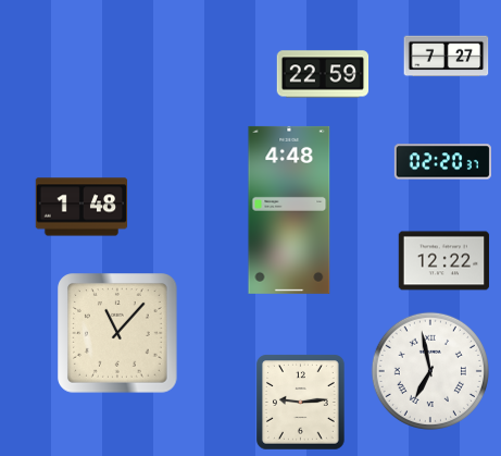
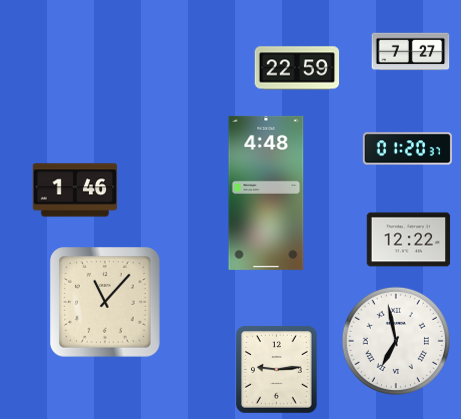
clock at (442, 162): 02:20 -> 01:20
clock at (82, 207): 1:48 -> 1:46
clock at (118, 334) position: (118, 334) -> (106, 303)
